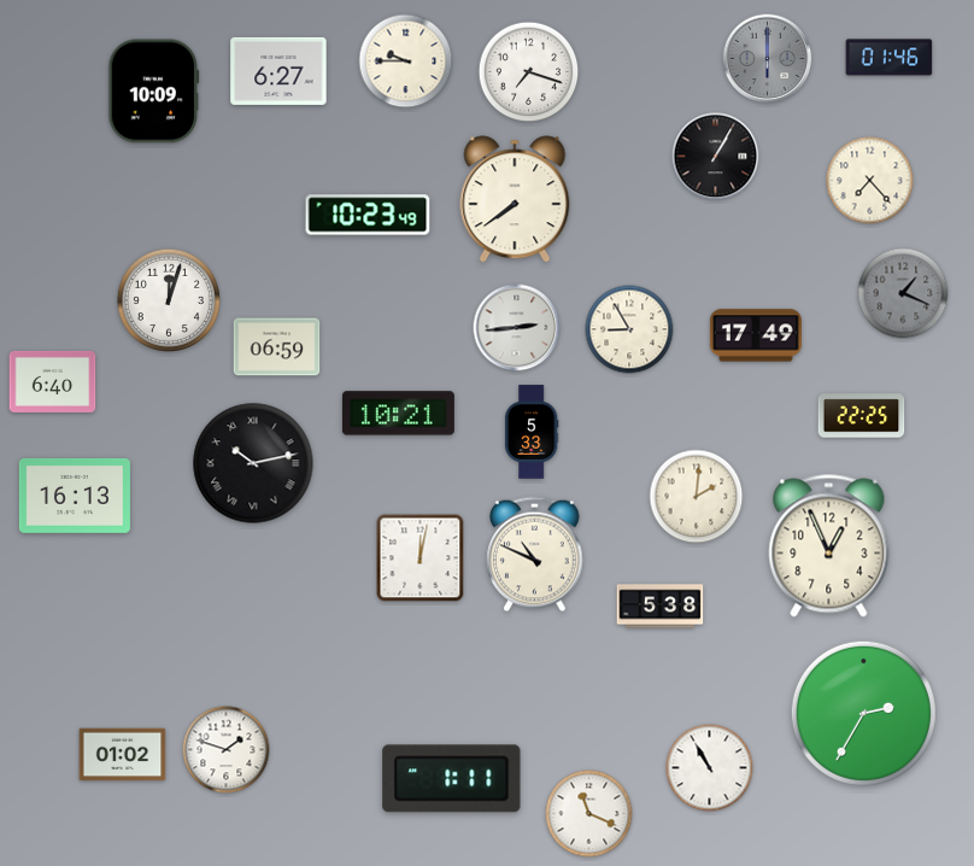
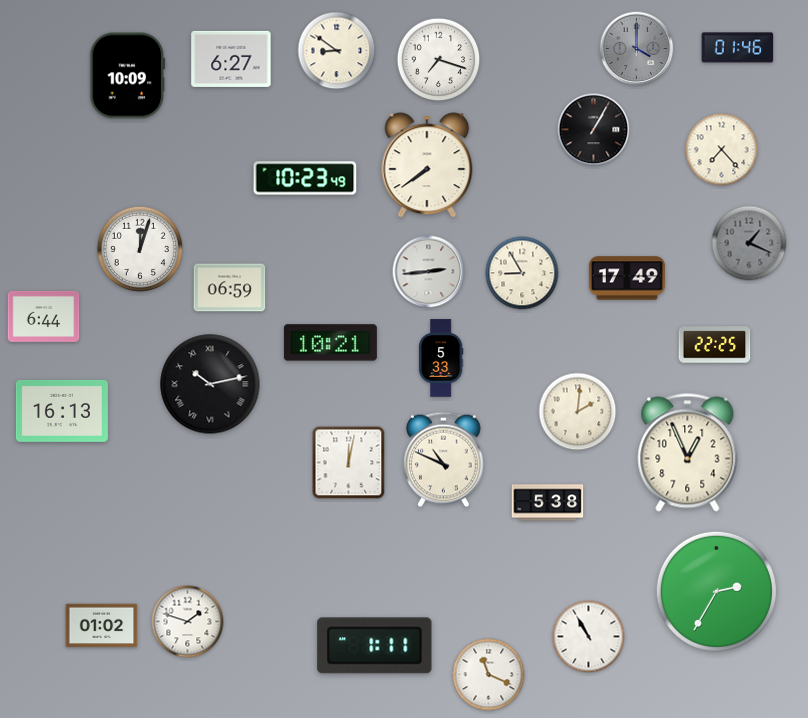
clock at (768, 59): 6:00 -> 4:00
clock at (406, 62): 9:45 -> 8:51
clock at (53, 381): 6:40 -> 6:44
